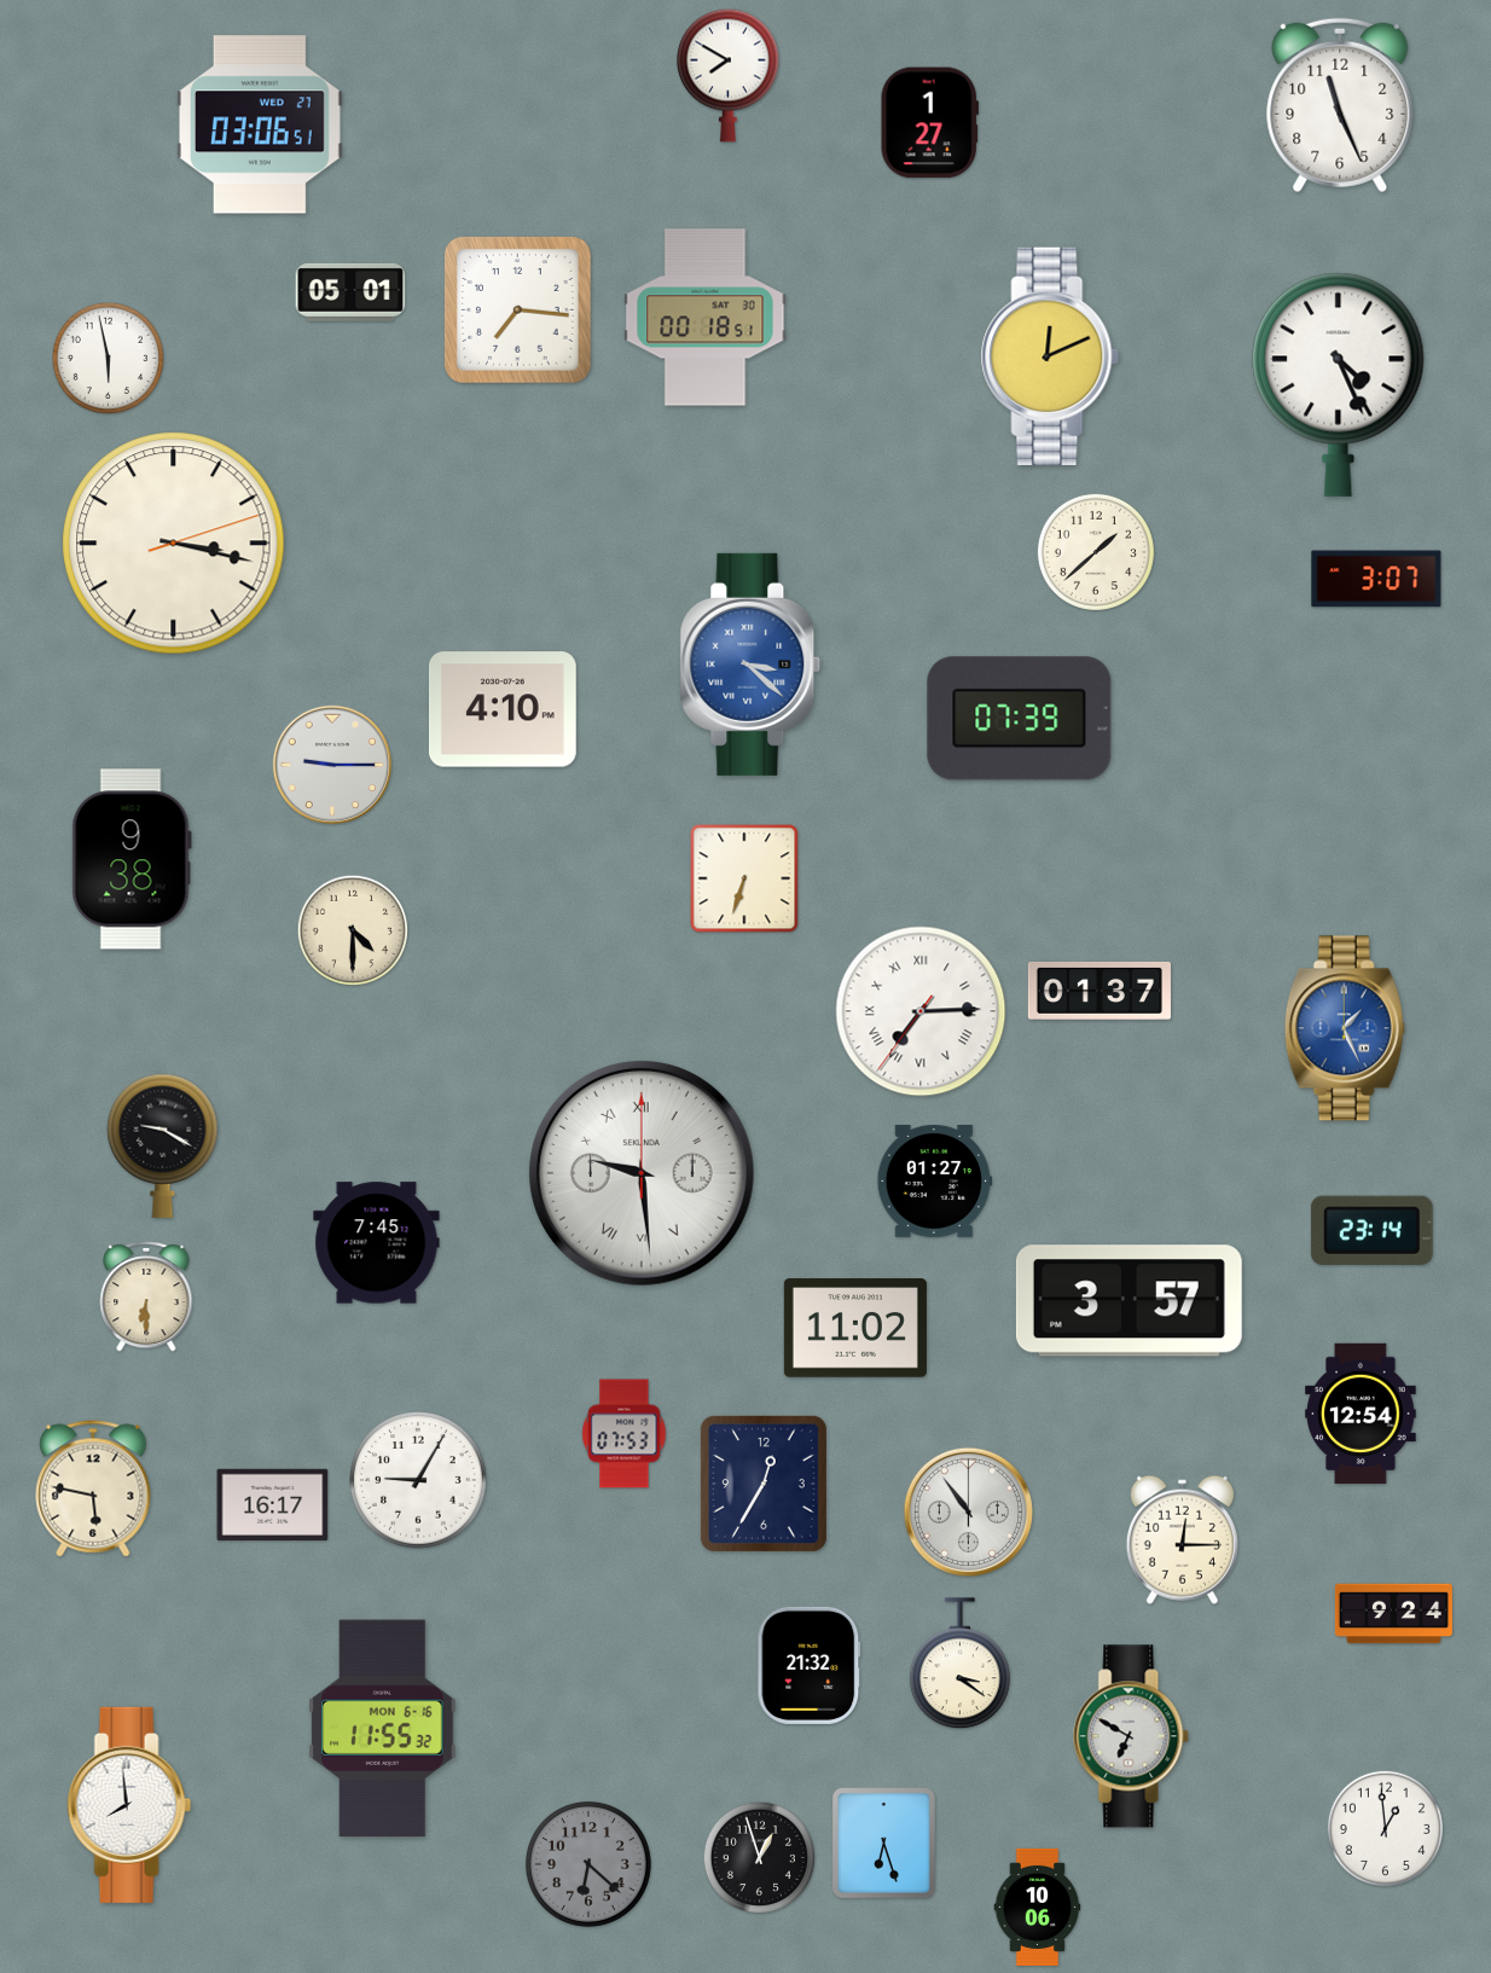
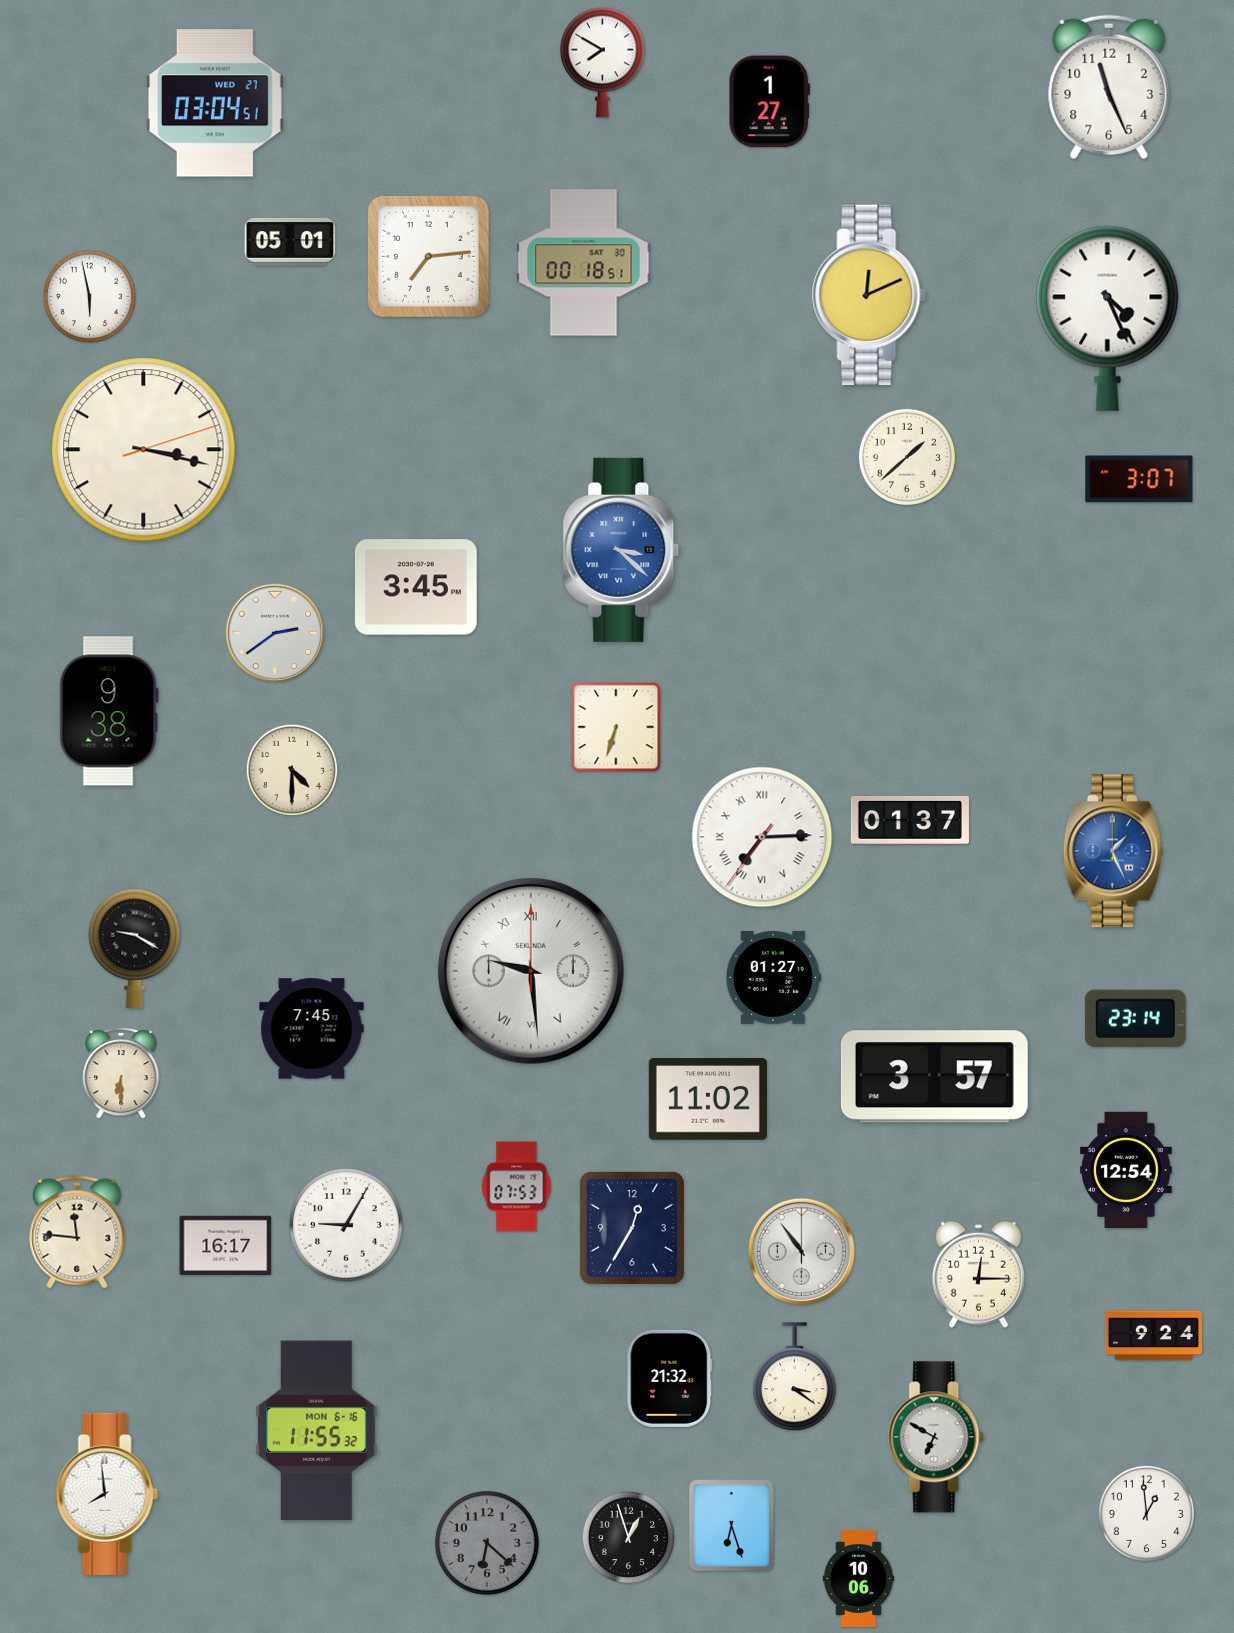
clock at (260, 124): 03:06 -> 03:04
clock at (518, 311): 7:16 -> 7:14
clock at (503, 709): 4:10 -> 3:45
clock at (1020, 719): 07:39 -> none
clock at (332, 765): 9:15 -> 2:39
clock at (93, 1489): 5:47 -> 11:46
